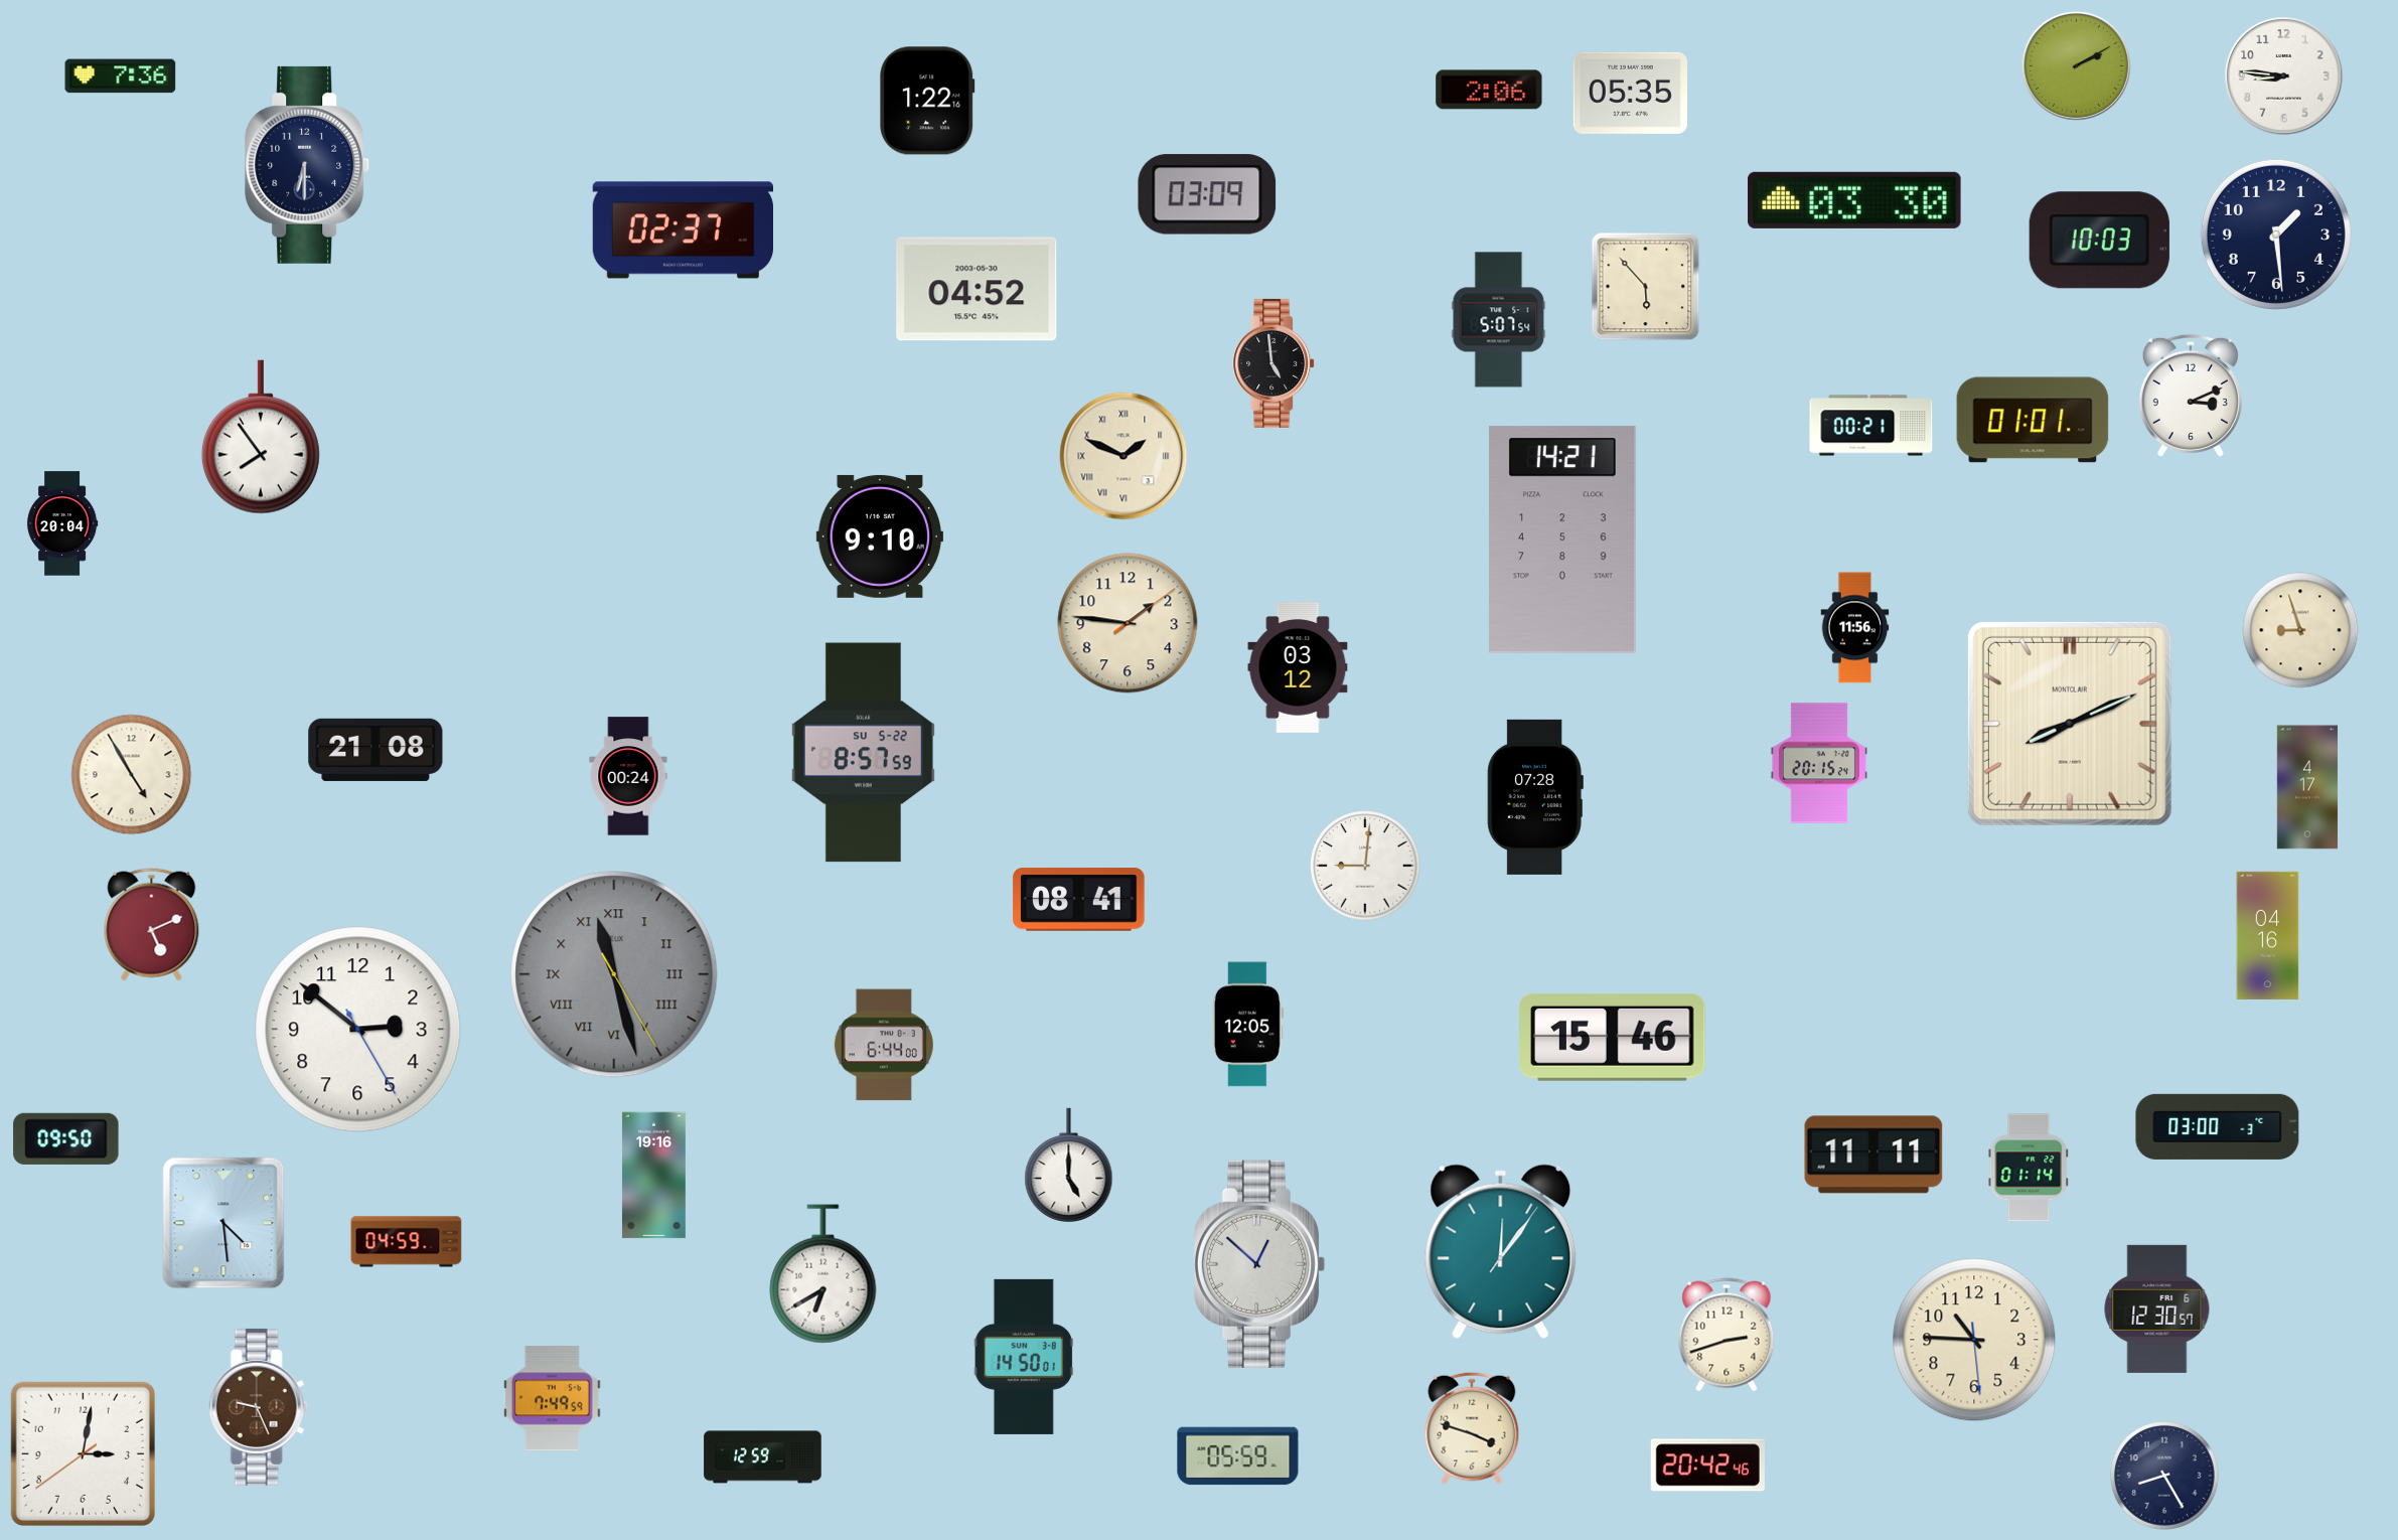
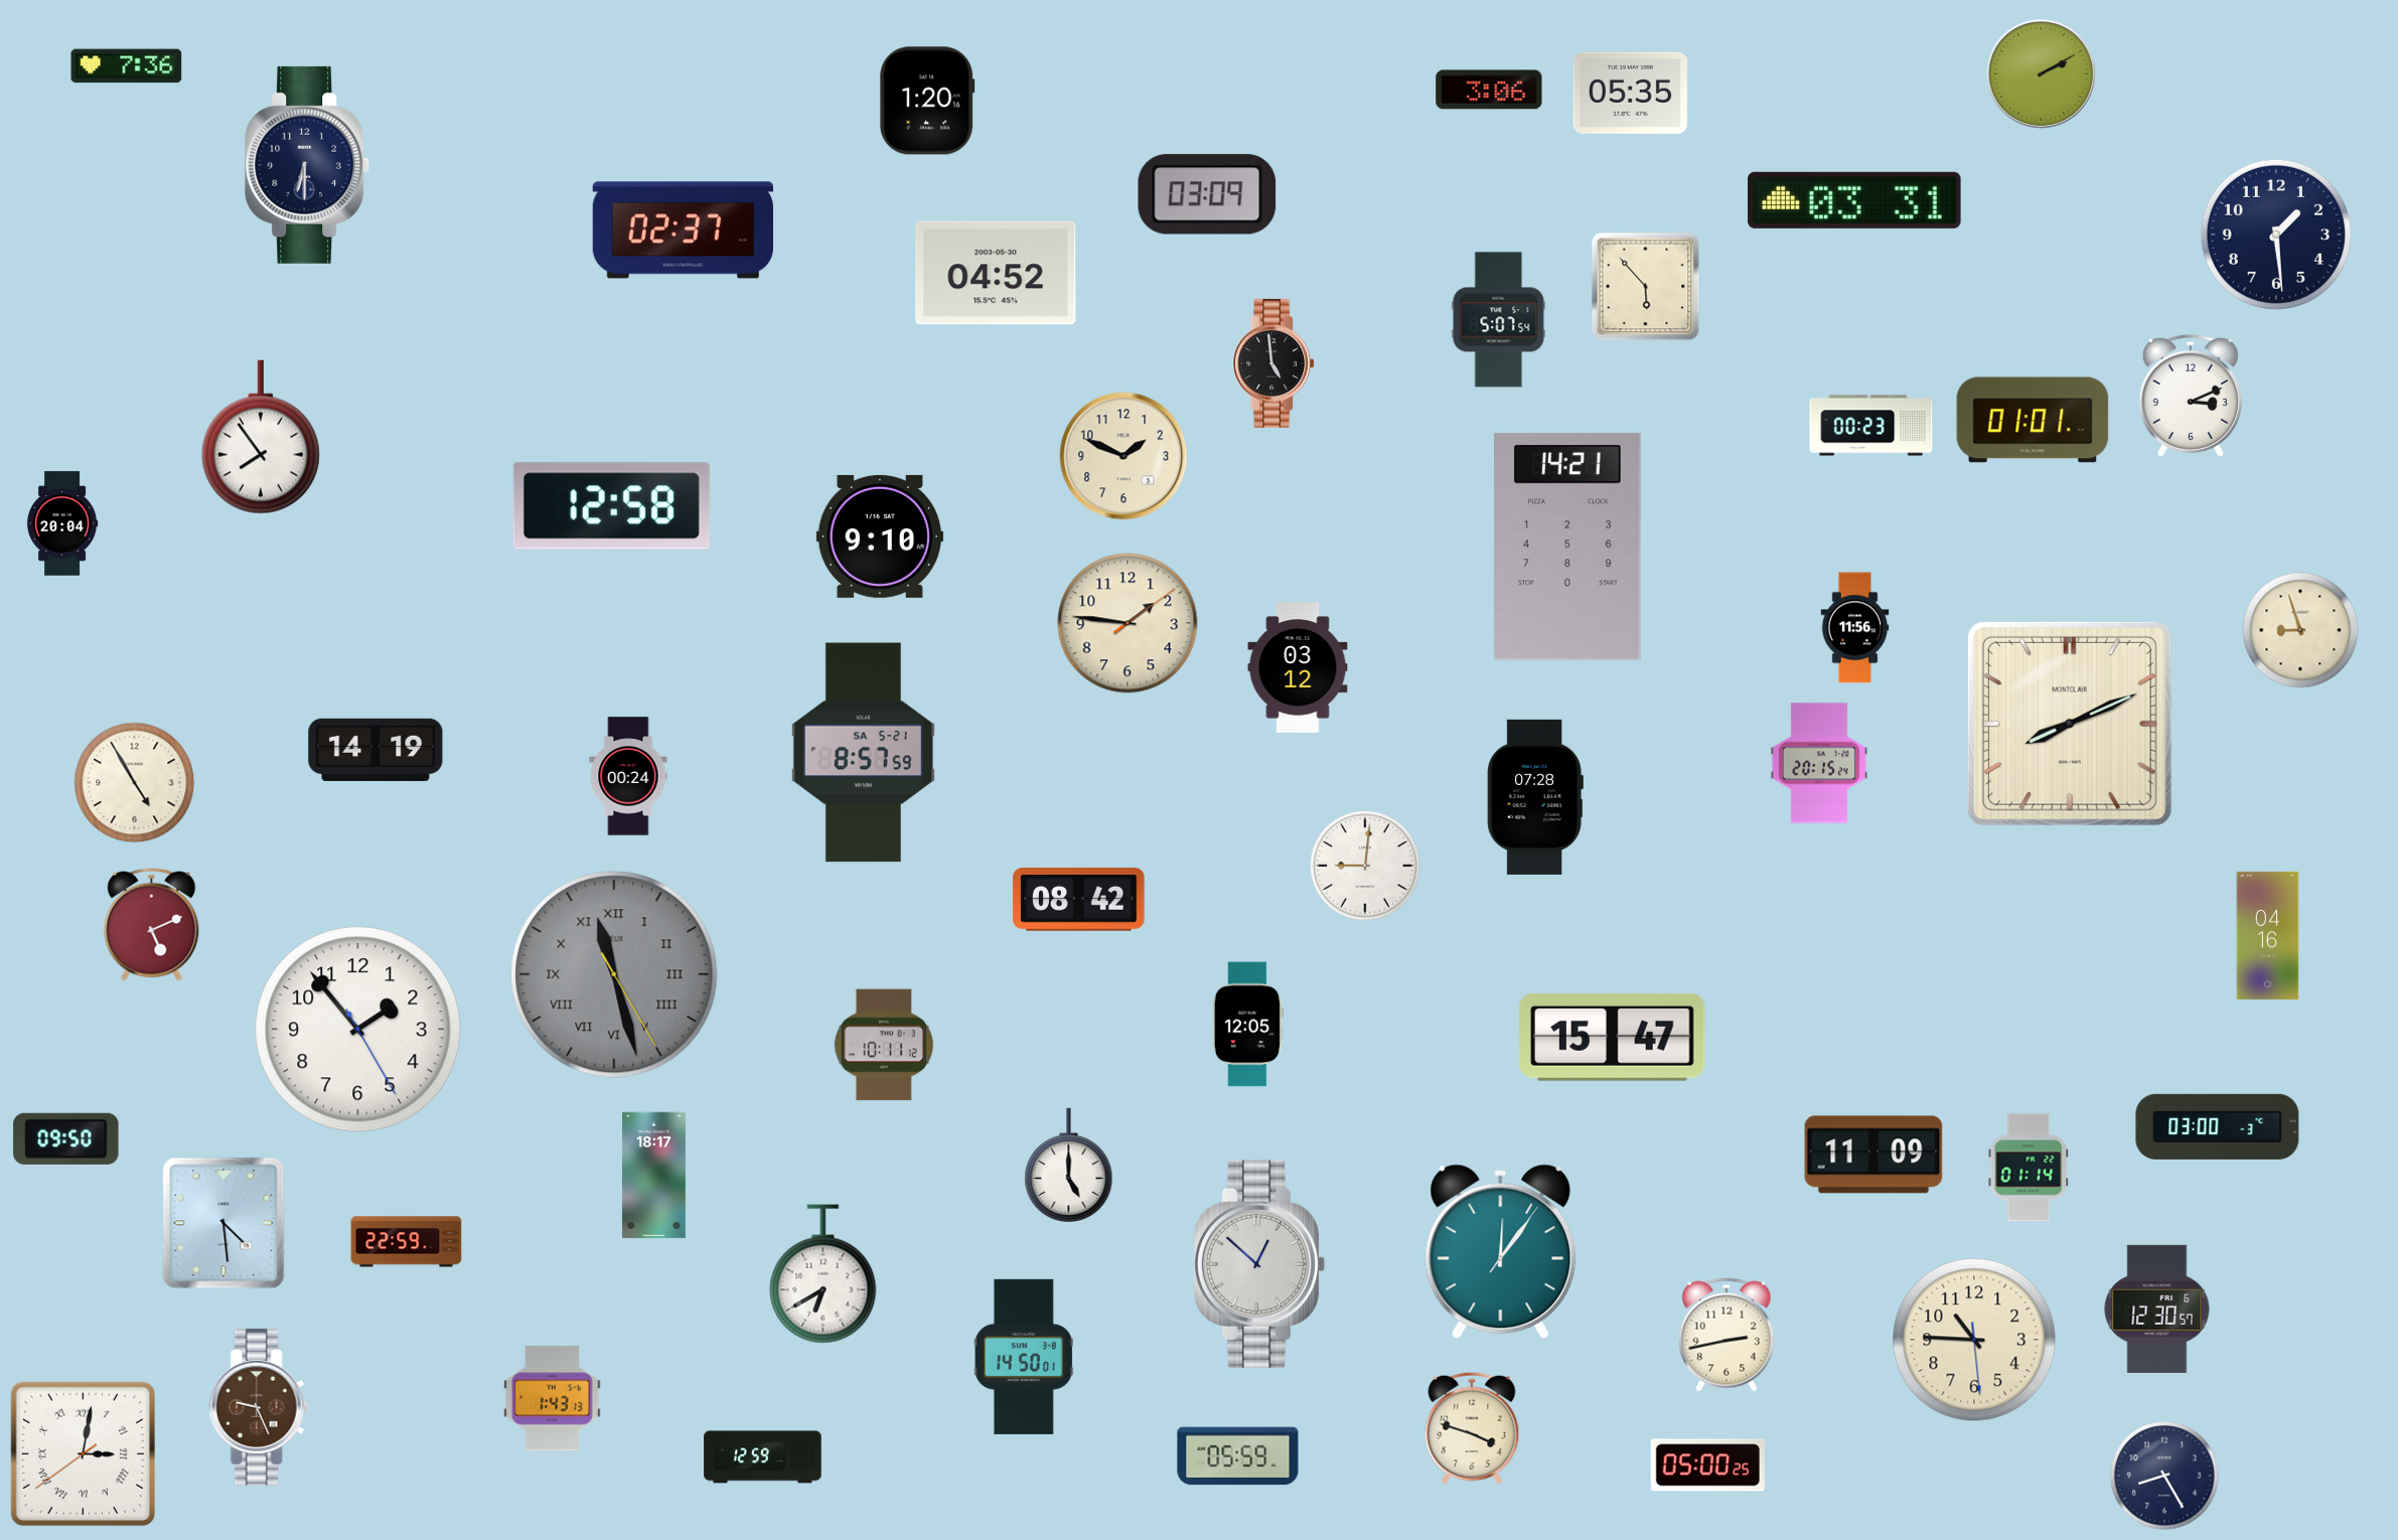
clock at (2076, 65) position: (2076, 65) -> (2041, 73)
clock at (121, 76) position: (121, 76) -> (127, 66)
clock at (2284, 76): 8:46 -> none
clock at (1489, 90): 2:06 -> 3:06
clock at (927, 101): 1:22 -> 1:20
clock at (1854, 200): 03:30 -> 03:31
clock at (2099, 241): 10:03 -> none
clock at (977, 289) position: (977, 289) -> (996, 273)
clock at (1871, 426): 00:21 -> 00:23
clock at (1123, 456) numerals: Roman -> Arabic
clock at (611, 506): none -> 12:58
clock at (1562, 540) position: (1562, 540) -> (1567, 547)
clock at (376, 750): 21:08 -> 14:19
clock at (863, 753) date: SU 5-22 -> SA 5-21
clock at (132, 775) position: (132, 775) -> (135, 783)
clock at (2307, 787): 4:17 -> none
clock at (1079, 900): 08:41 -> 08:42
clock at (358, 1030): 2:51 -> 1:53
clock at (1613, 1037): 15:46 -> 15:47
clock at (884, 1045): 6:44 -> 10:11
clock at (1874, 1154): 11:11 -> 11:09
clock at (653, 1176): 19:16 -> 18:17
clock at (407, 1242): 04:59 -> 22:59
clock at (1727, 1335): 2:42 -> 2:43
clock at (552, 1399): 7:49 -> 1:43
clock at (83, 1453) numerals: Arabic -> Roman
clock at (1707, 1466): 20:42 -> 05:00
